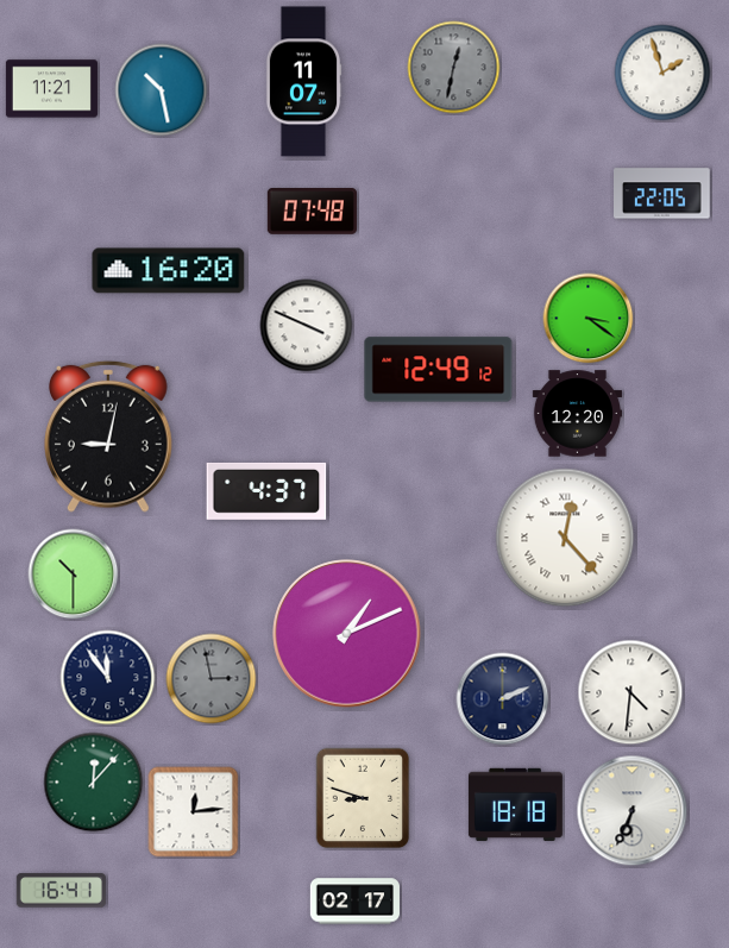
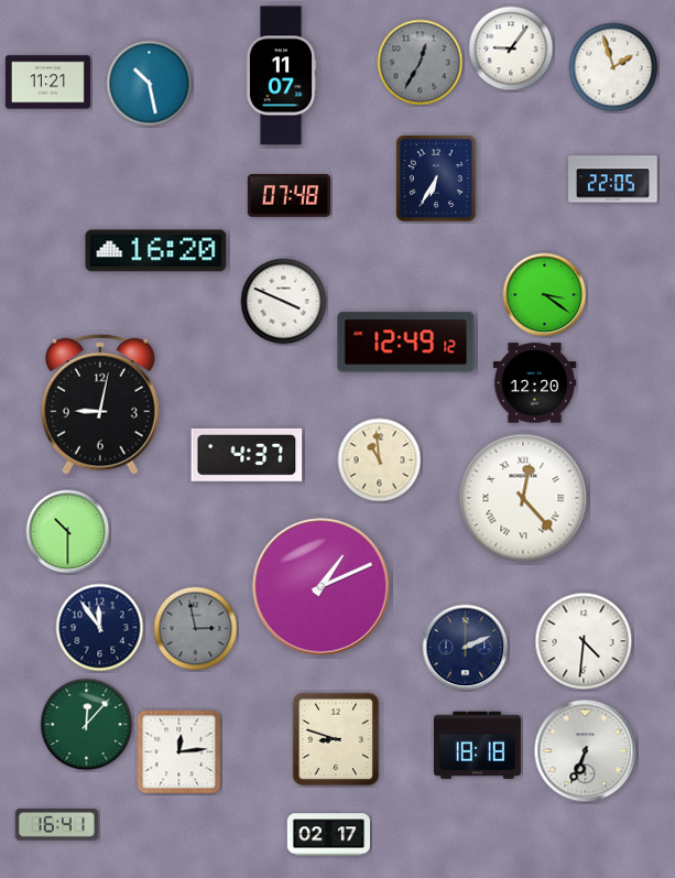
clock at (511, 48): none -> 9:06
clock at (454, 68): 12:32 -> 12:35
clock at (436, 178): none -> 6:35
clock at (380, 460): none -> 10:59
